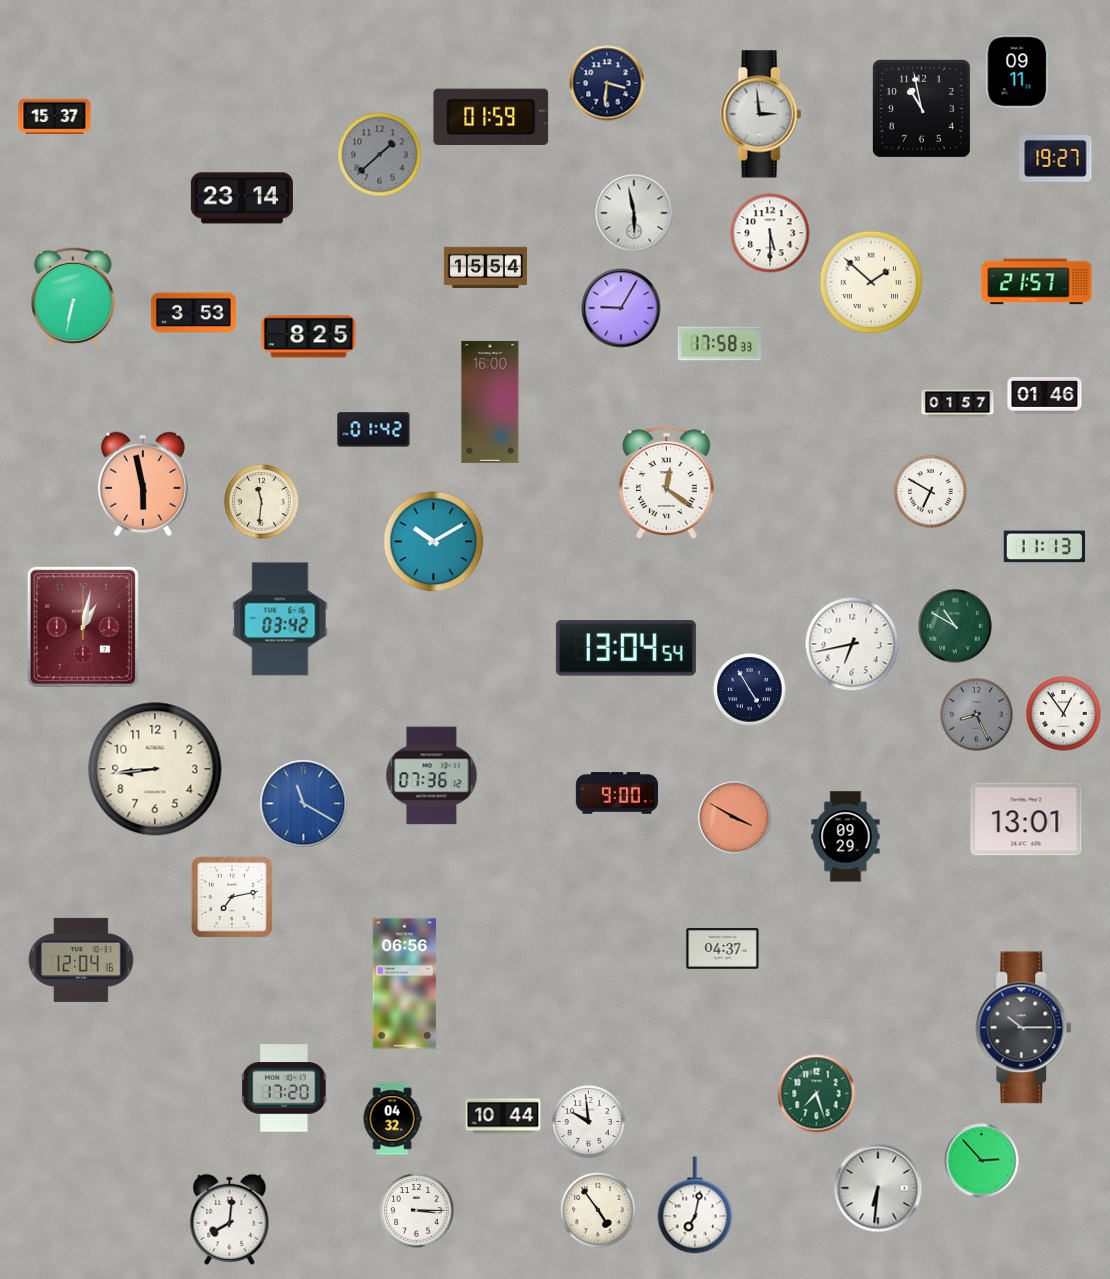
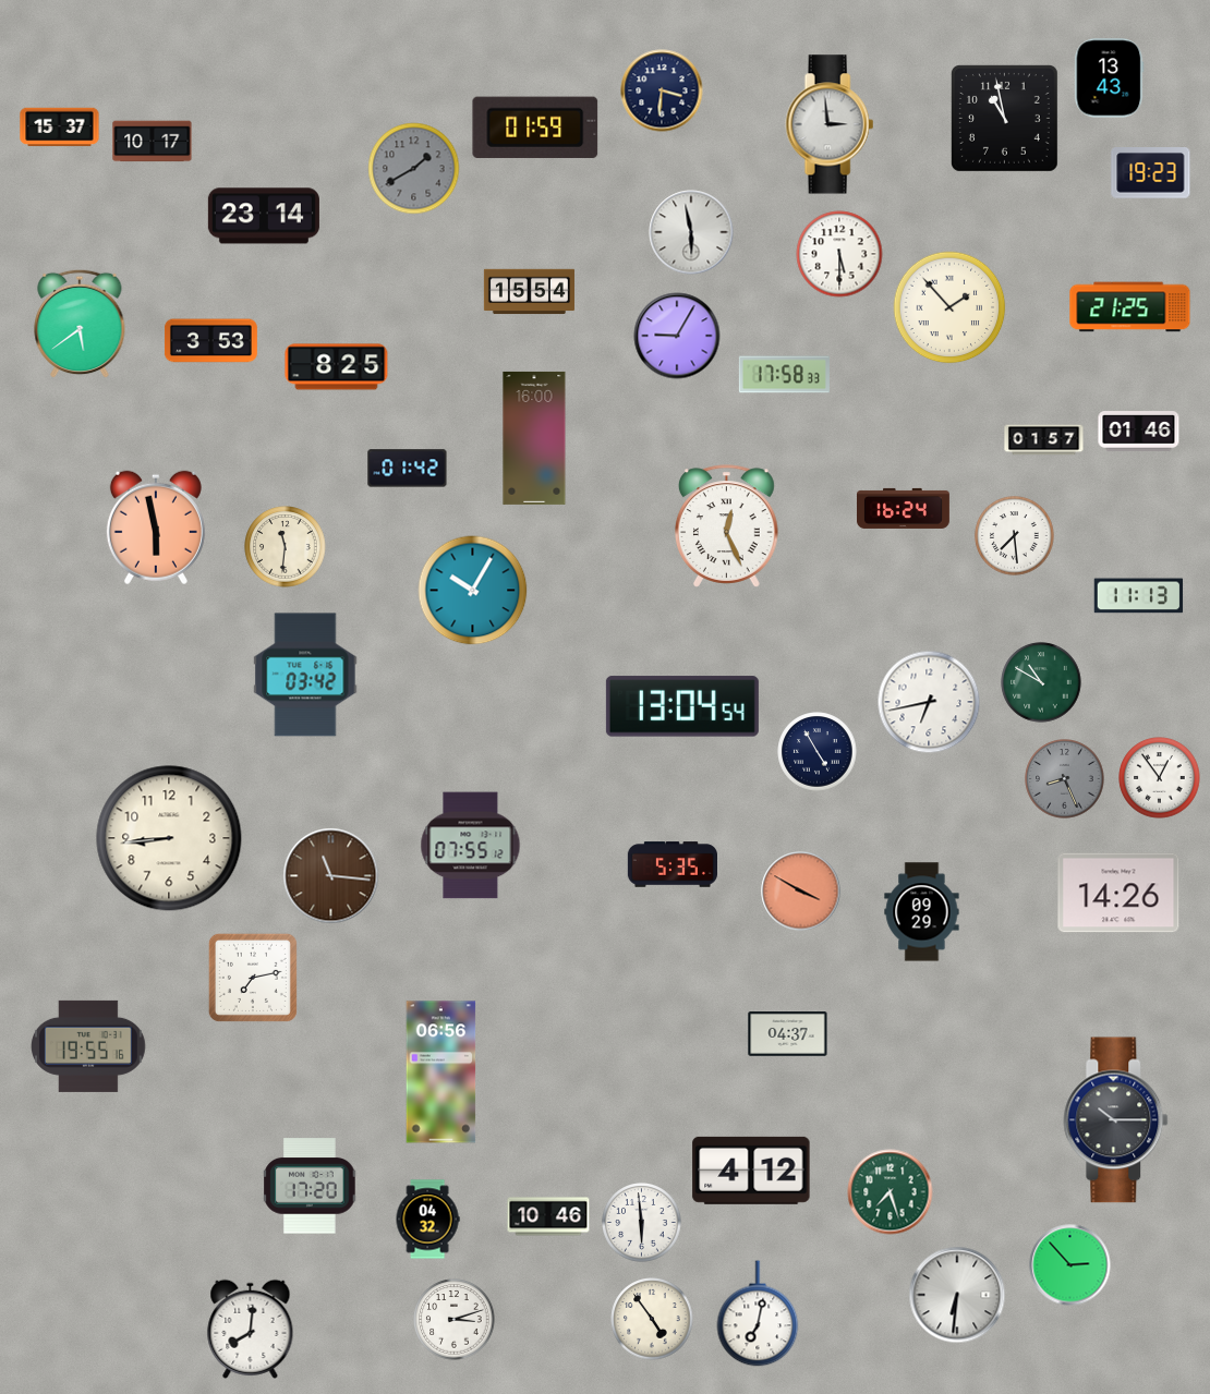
clock at (1018, 72): 09:11 -> 13:43
clock at (153, 142): none -> 10:17
clock at (380, 155): 1:38 -> 1:40
clock at (1056, 159): 19:27 -> 19:23
clock at (871, 282): 1:52 -> 1:53
clock at (1037, 282): 21:57 -> 21:25
clock at (73, 297): 6:32 -> 5:39
clock at (904, 508): none -> 16:24
clock at (667, 483): 12:21 -> 12:26
clock at (931, 492): 6:50 -> 7:29
clock at (434, 542): 10:10 -> 10:05
clock at (83, 627): 1:02 -> none
clock at (432, 776): 07:36 -> 07:55
clock at (617, 793): 9:00 -> 5:35
clock at (304, 804): 11:20 -> 11:16
clock at (304, 804) dial: blue -> brown
clock at (1026, 819): 13:01 -> 14:26
clock at (82, 960): 12:04 -> 19:55
clock at (751, 1171): none -> 4:12
clock at (503, 1116): 10:44 -> 10:46
clock at (589, 1122): 9:59 -> 5:59
clock at (417, 1211): 3:15 -> 3:12
